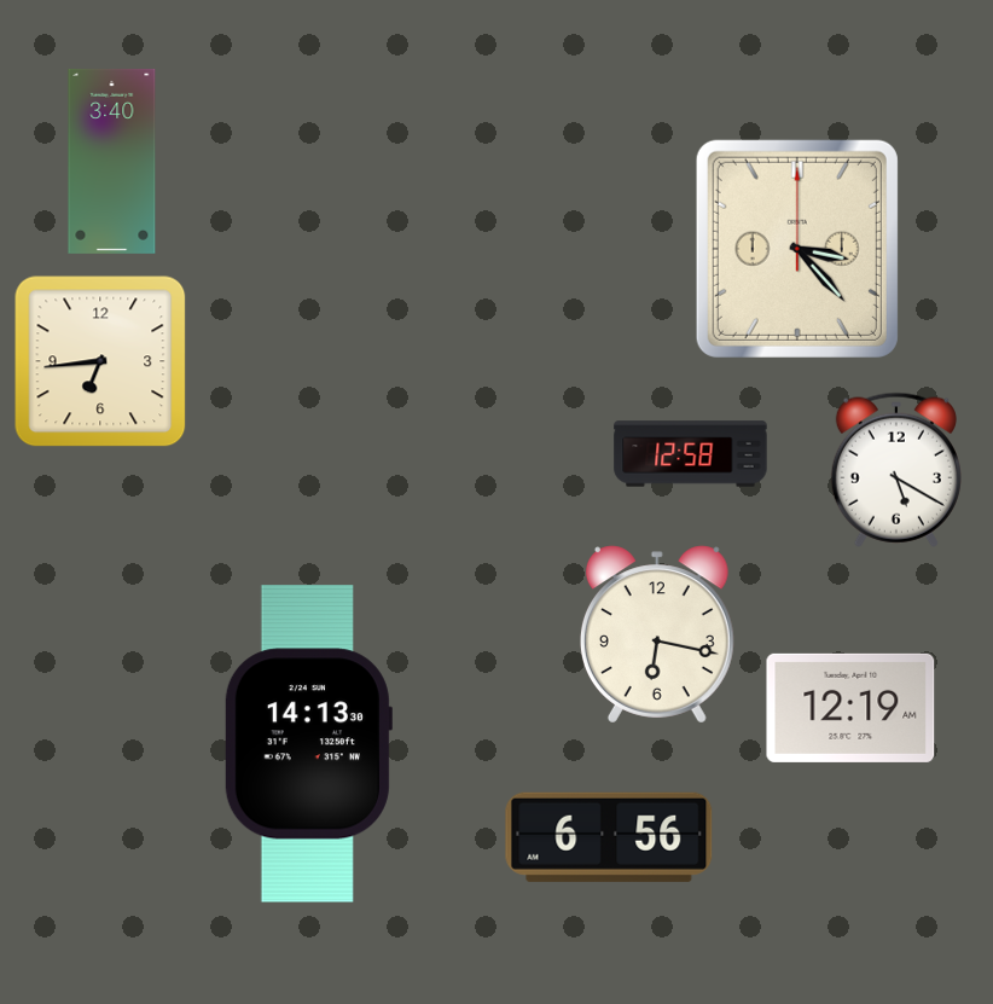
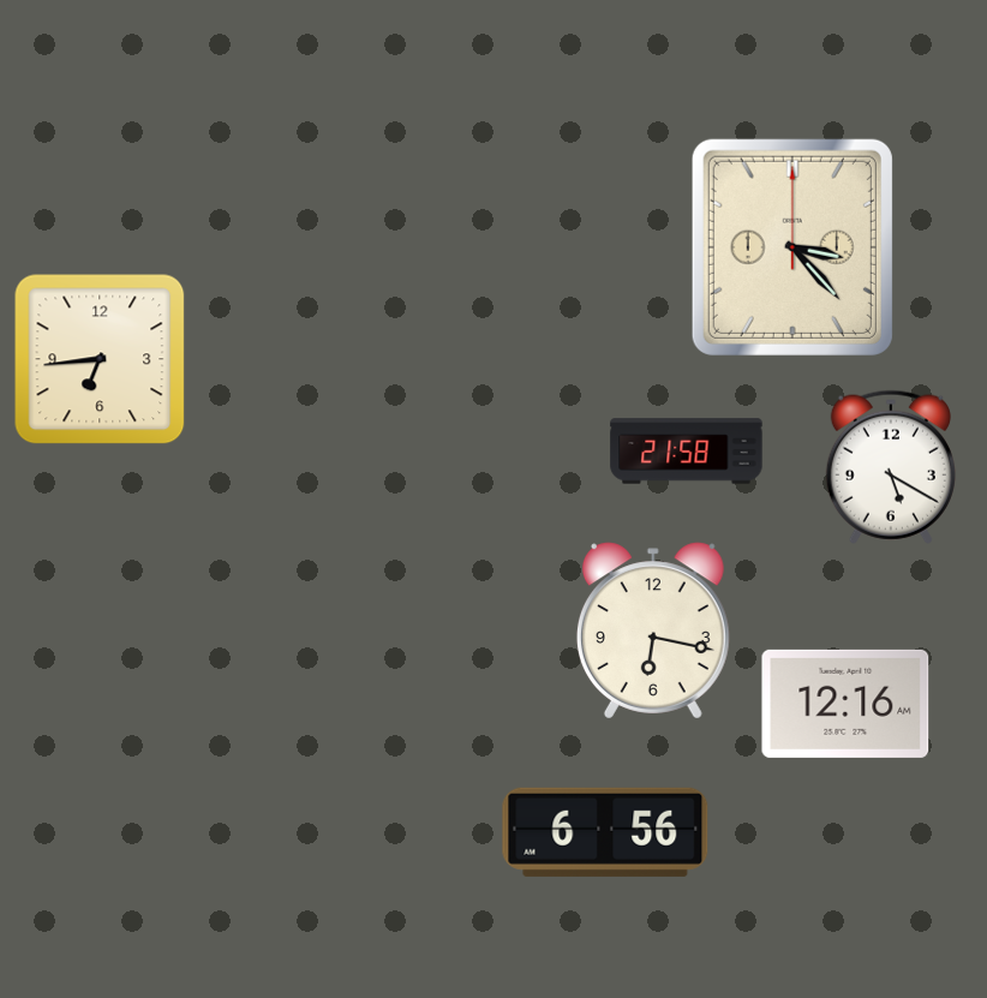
clock at (112, 161): 3:40 -> none
clock at (691, 454): 12:58 -> 21:58
clock at (850, 708): 12:19 -> 12:16
clock at (308, 744): 14:13 -> none
